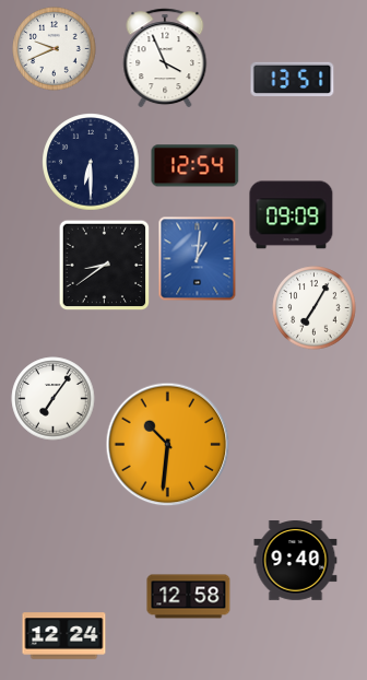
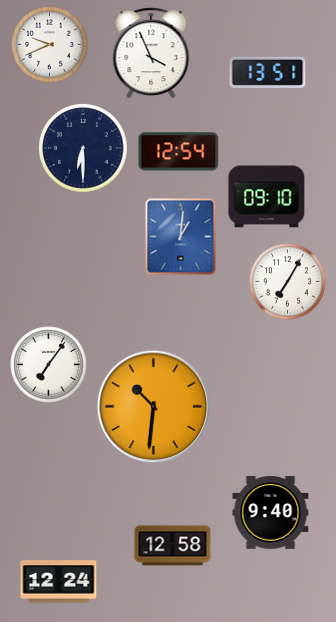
clock at (292, 215): 09:09 -> 09:10
clock at (104, 265): 8:39 -> none
